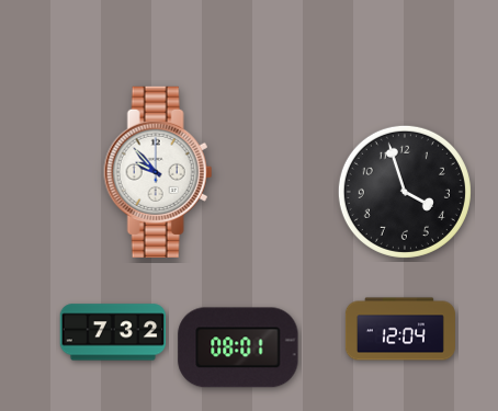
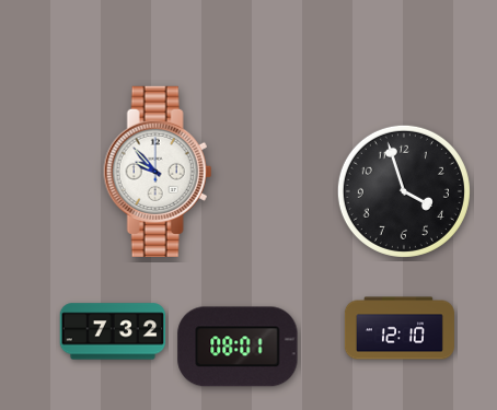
clock at (400, 329): 12:04 -> 12:10
